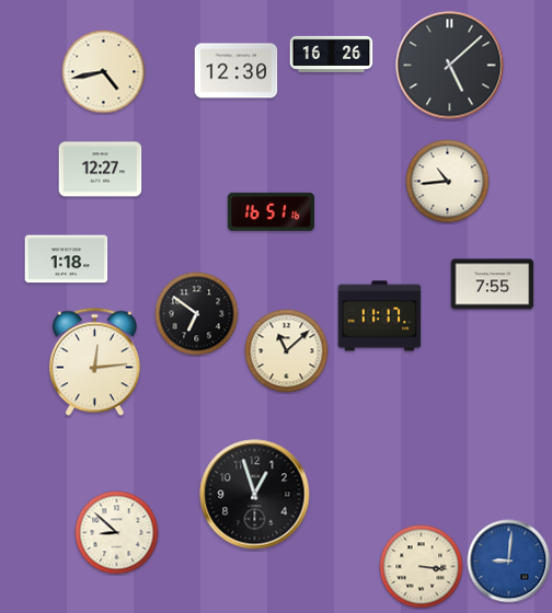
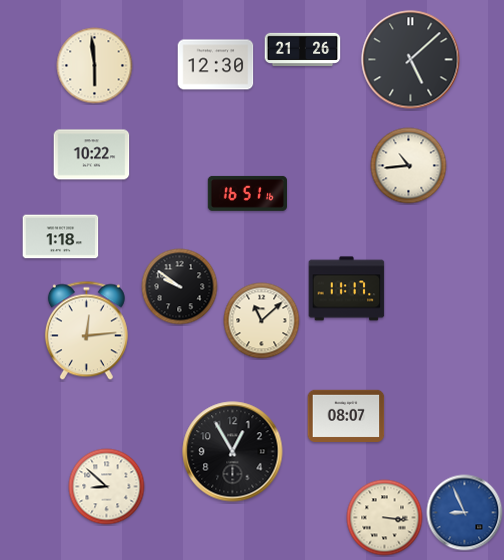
clock at (332, 54): 16:26 -> 21:26
clock at (104, 72): 4:43 -> 5:59
clock at (101, 170): 12:27 -> 10:22
clock at (493, 285): 7:55 -> none
clock at (197, 314): 6:51 -> 9:51
clock at (346, 415): none -> 08:07
clock at (255, 495): 12:57 -> 12:55
clock at (509, 562): 9:01 -> 8:56
